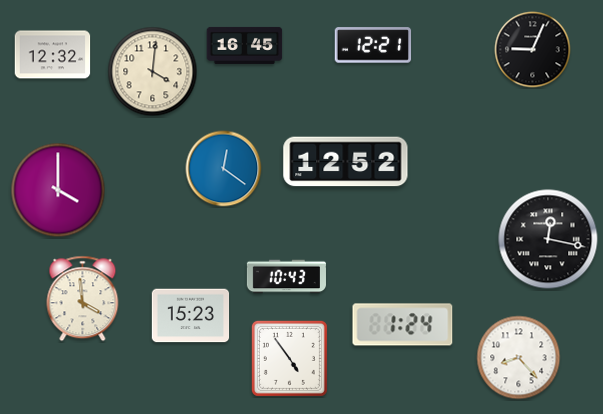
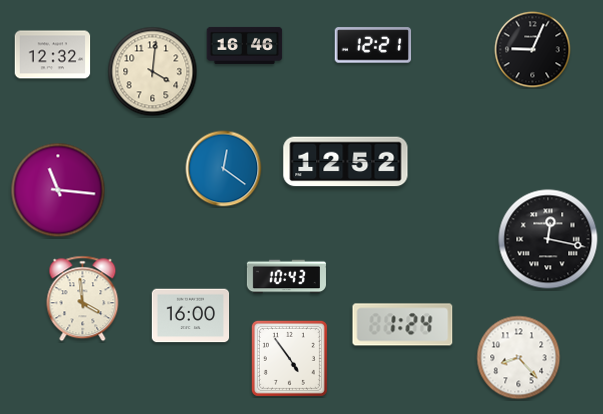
clock at (245, 45): 16:45 -> 16:46
clock at (58, 190): 4:00 -> 11:16
clock at (191, 316): 15:23 -> 16:00
